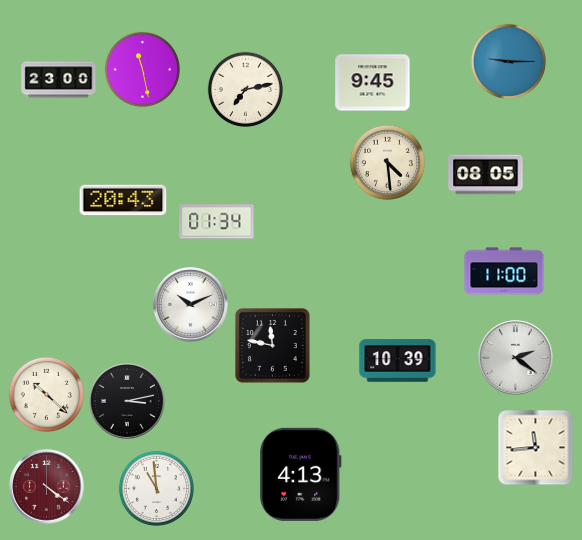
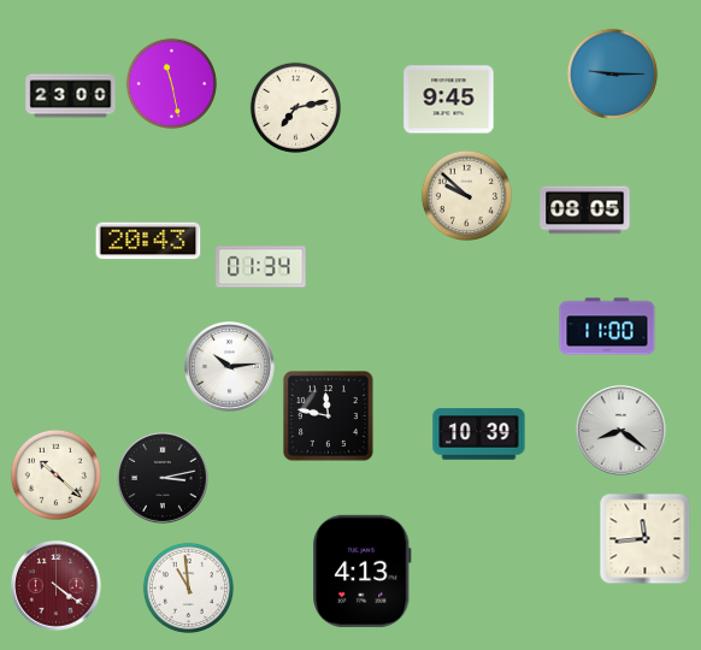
clock at (387, 162): 4:29 -> 9:52
clock at (191, 305): 10:11 -> 10:14
clock at (516, 358): 2:21 -> 8:21
clock at (128, 402) position: (128, 402) -> (164, 479)
